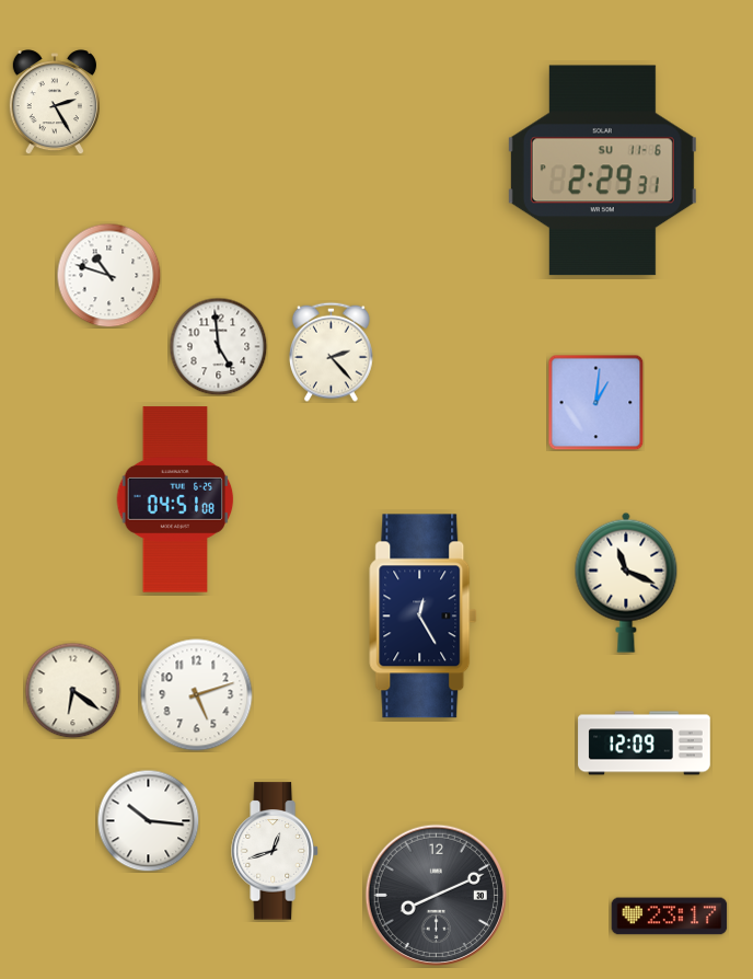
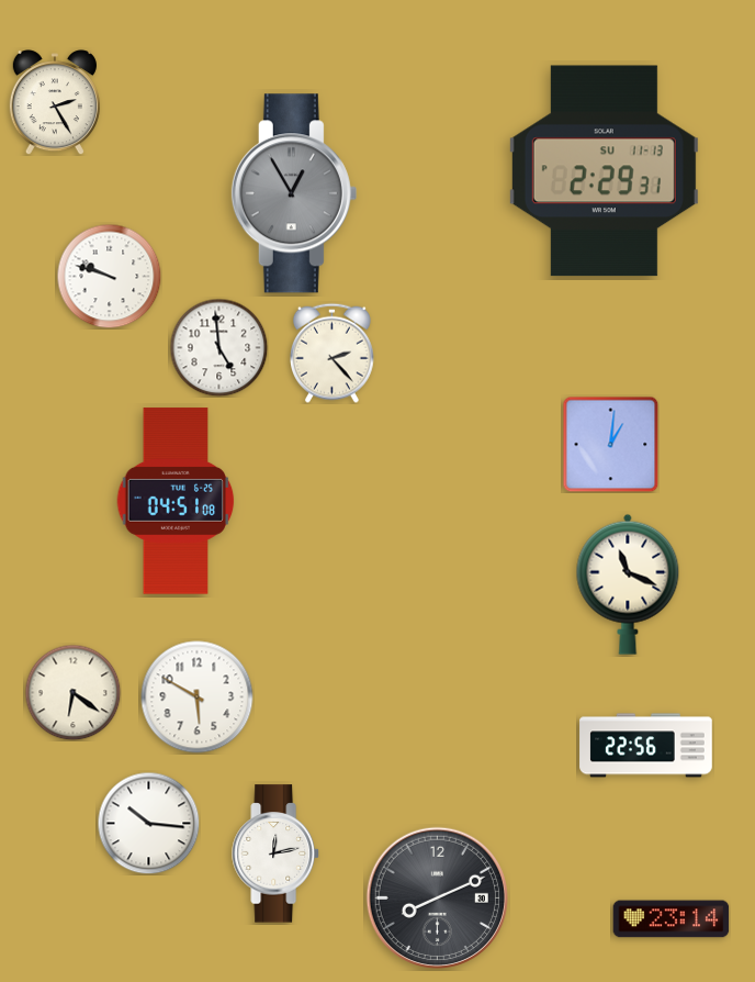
clock at (602, 171) date: SU 11-6 -> SU 11-13
clock at (294, 193): none -> 12:55
clock at (108, 275): 10:48 -> 9:48
clock at (595, 402) position: (595, 402) -> (610, 444)
clock at (424, 617): 12:25 -> none
clock at (197, 695): 5:12 -> 5:50
clock at (645, 744): 12:09 -> 22:56
clock at (275, 851): 12:42 -> 12:13
clock at (670, 917): 23:17 -> 23:14
